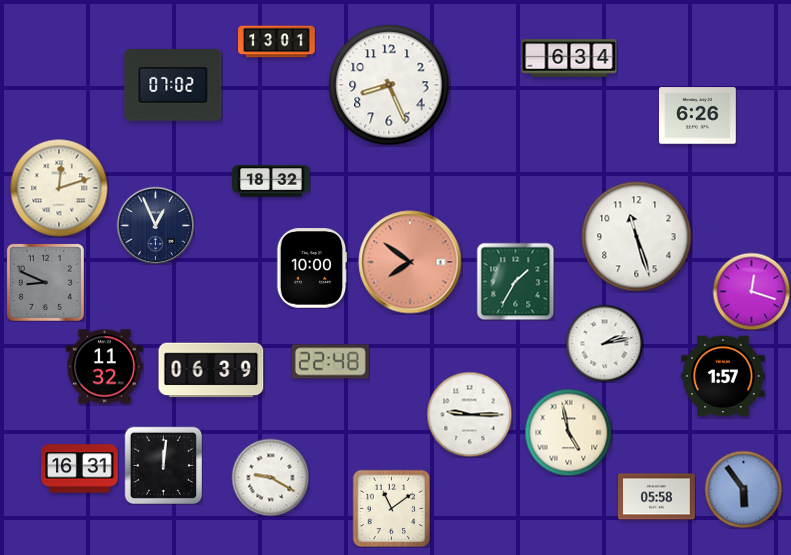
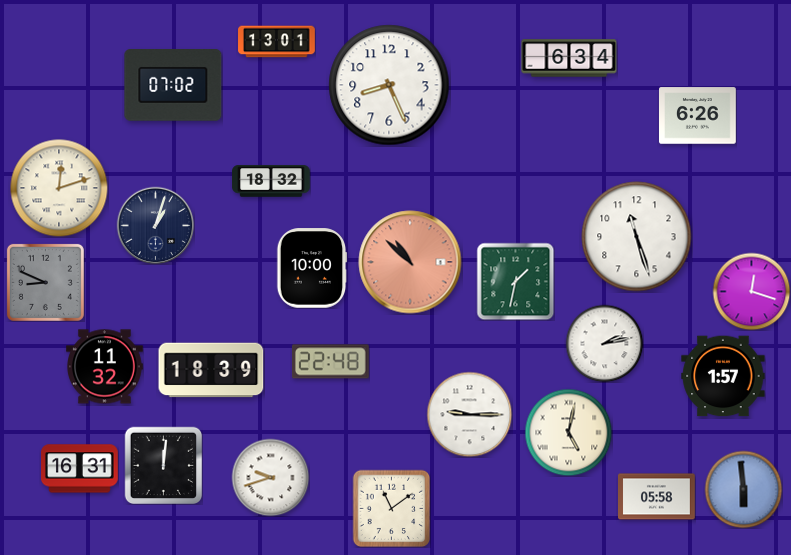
clock at (155, 225): 12:56 -> 1:03
clock at (410, 262): 7:51 -> 10:52
clock at (515, 281): 1:35 -> 1:32
clock at (211, 370): 06:39 -> 18:39
clock at (568, 432): 4:58 -> 5:02
clock at (270, 477): 9:20 -> 9:42
clock at (743, 489): 5:54 -> 5:59
